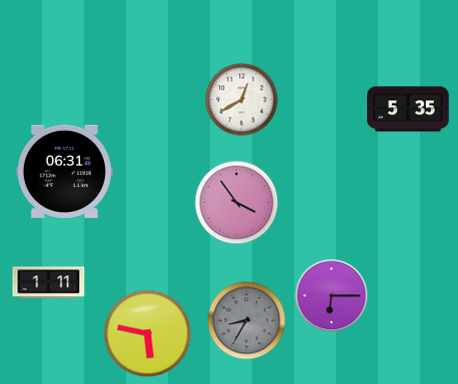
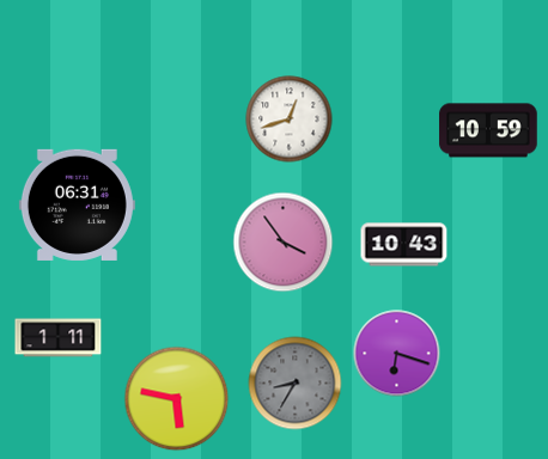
clock at (242, 100): 12:40 -> 12:42
clock at (408, 109): 5:35 -> 10:59
clock at (404, 245): none -> 10:43
clock at (332, 296): 6:15 -> 6:18
